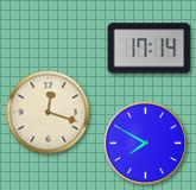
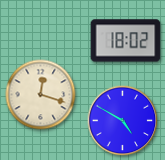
clock at (150, 49): 17:14 -> 18:02
clock at (146, 144): 7:50 -> 4:50
